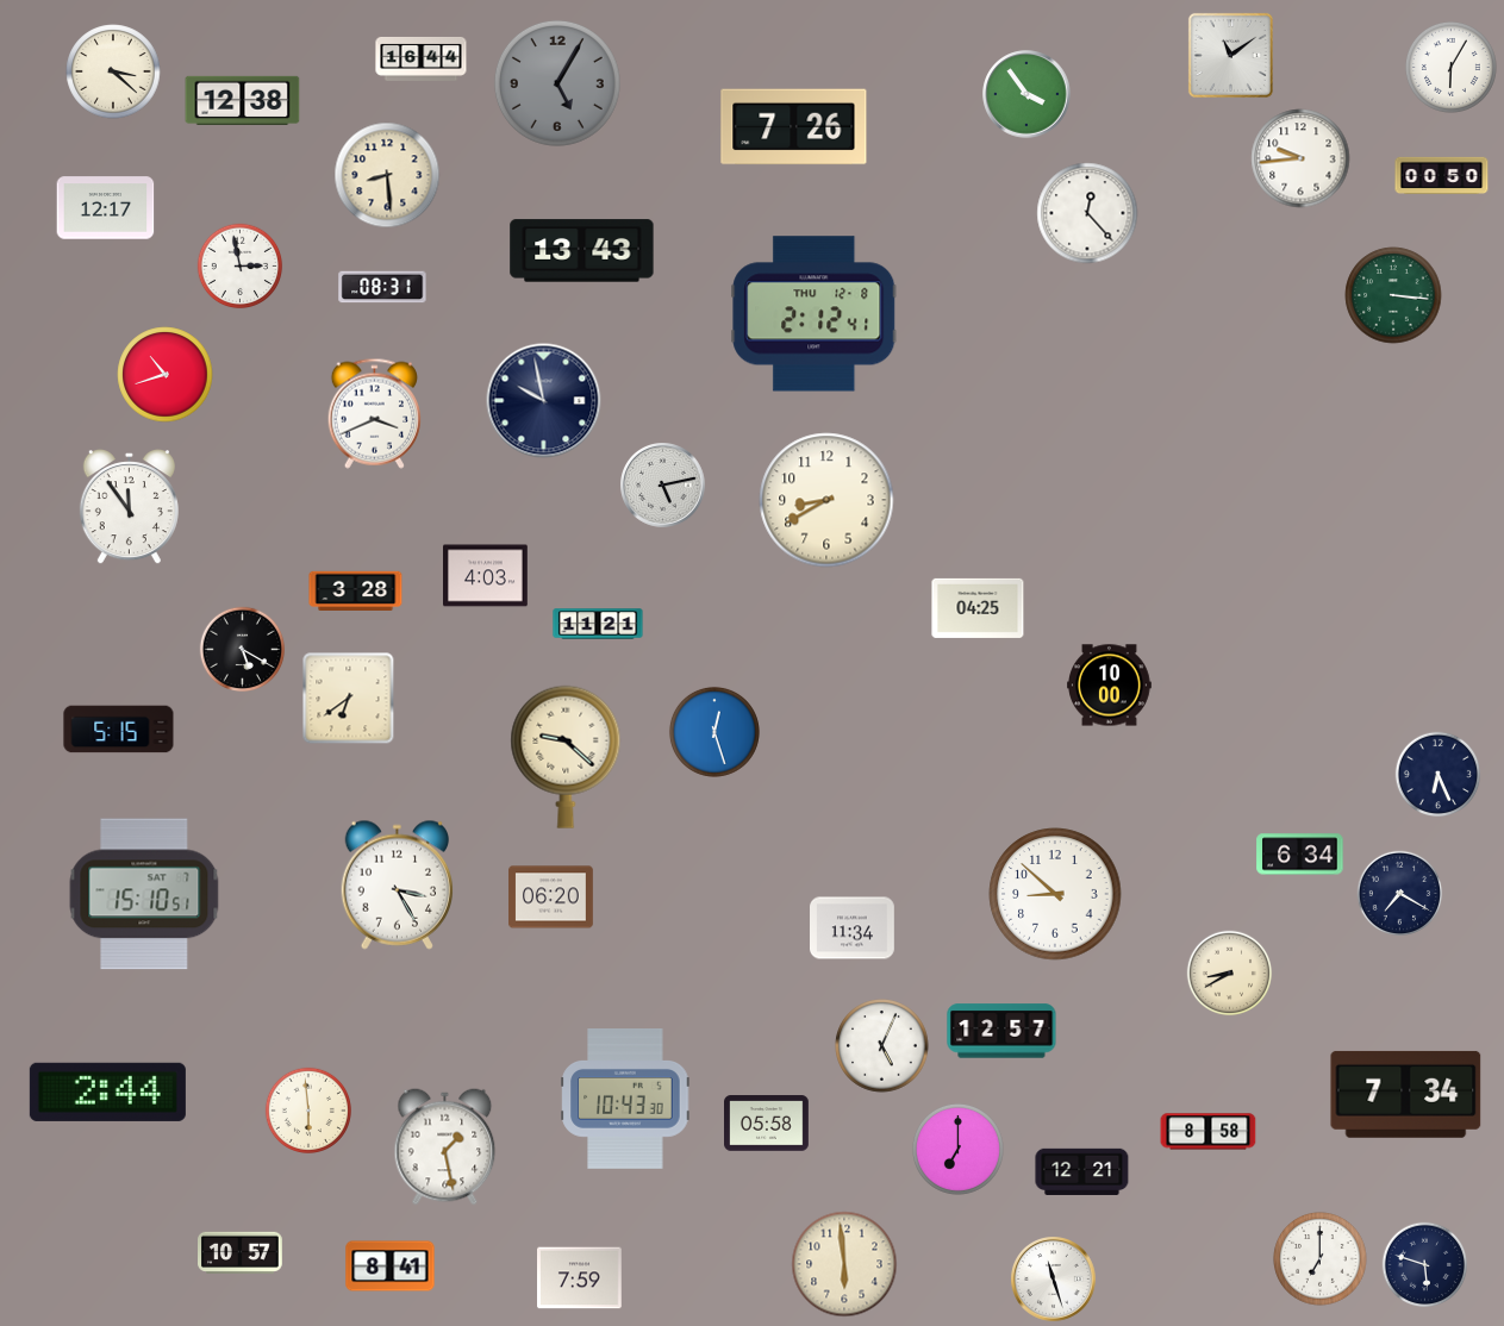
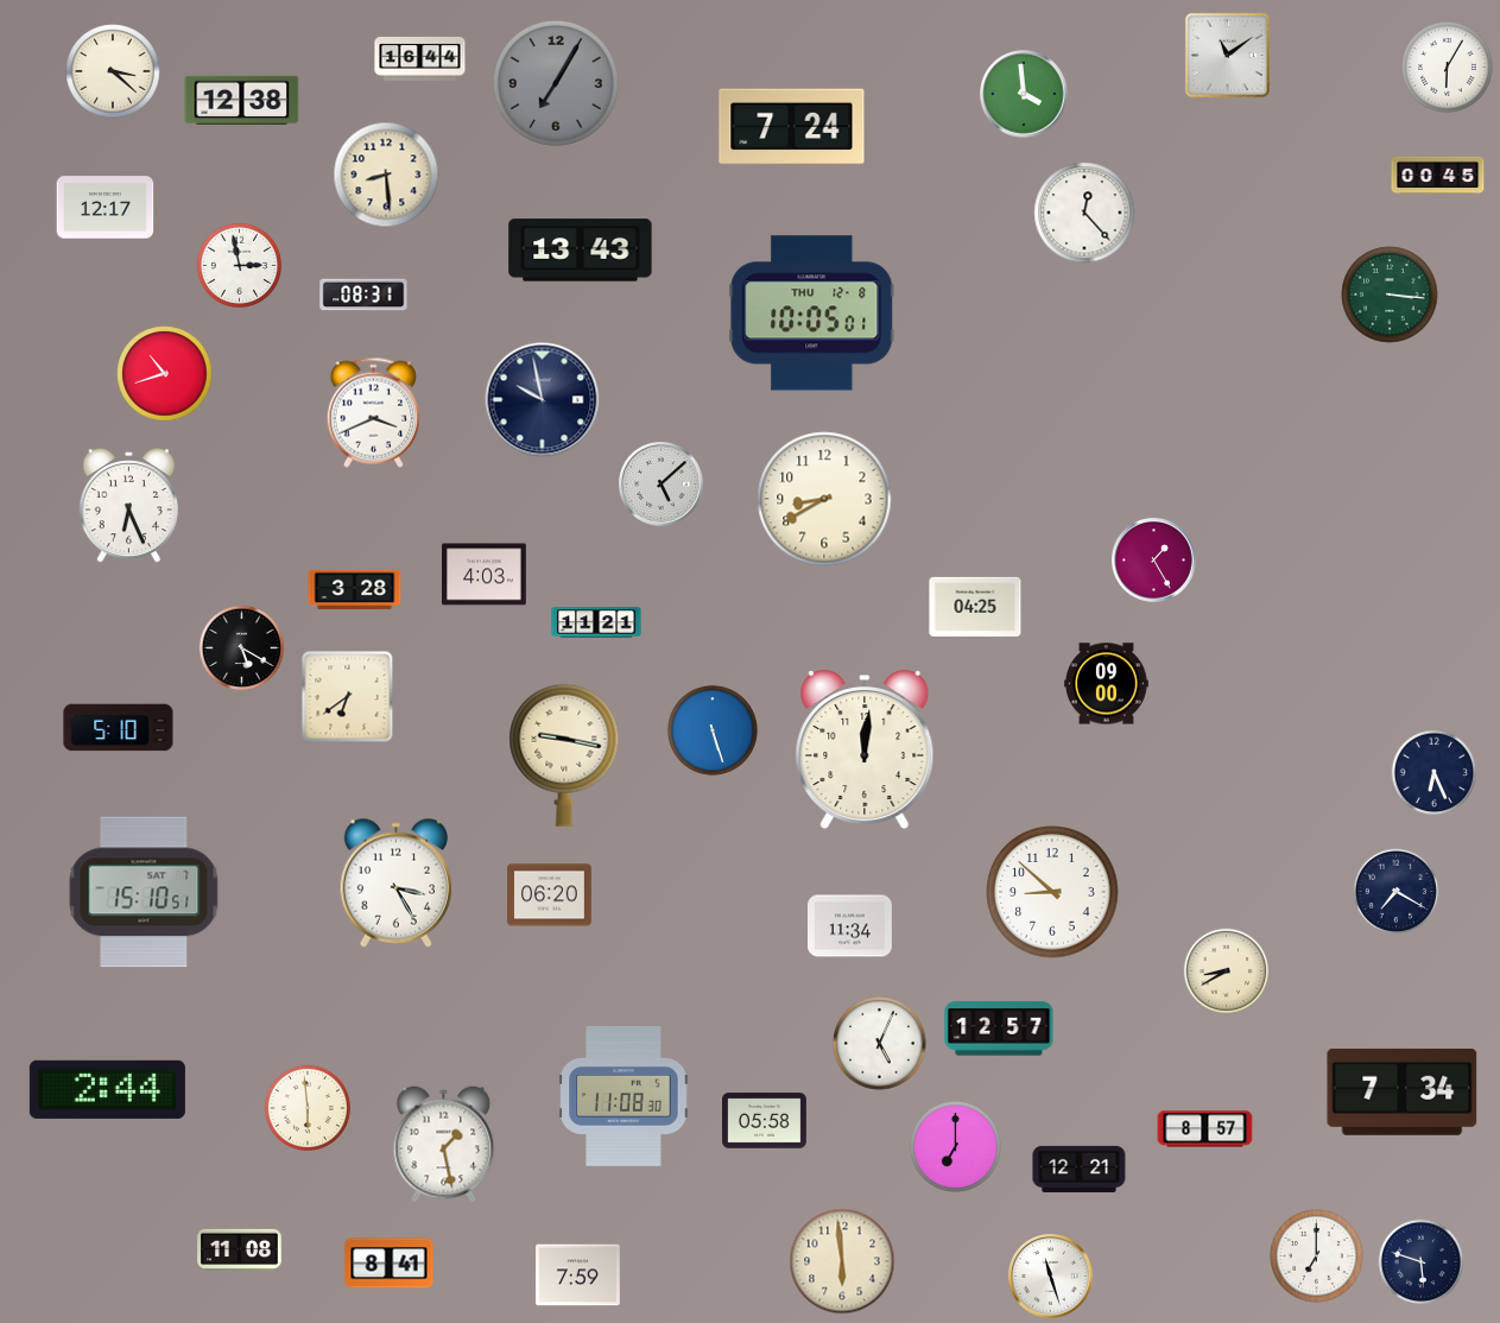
clock at (557, 83): 5:05 -> 7:05
clock at (1026, 94): 3:54 -> 3:59
clock at (794, 127): 7:26 -> 7:24
clock at (1300, 158): 9:44 -> none
clock at (1442, 175): 00:50 -> 00:45
clock at (382, 287) position: (382, 287) -> (363, 295)
clock at (815, 314): 2:12 -> 10:05
clock at (663, 486): 5:13 -> 5:08
clock at (129, 508): 11:54 -> 6:26
clock at (1154, 561): none -> 1:25
clock at (1110, 686): 10:00 -> 09:00
clock at (119, 730): 5:15 -> 5:10
clock at (714, 732): 12:27 -> 5:27
clock at (865, 751): none -> 12:01
clock at (566, 757): 9:22 -> 9:17
clock at (1300, 855): 6:34 -> none
clock at (625, 1100): 10:43 -> 11:08
clock at (1209, 1132): 8:58 -> 8:57
clock at (241, 1252): 10:57 -> 11:08
